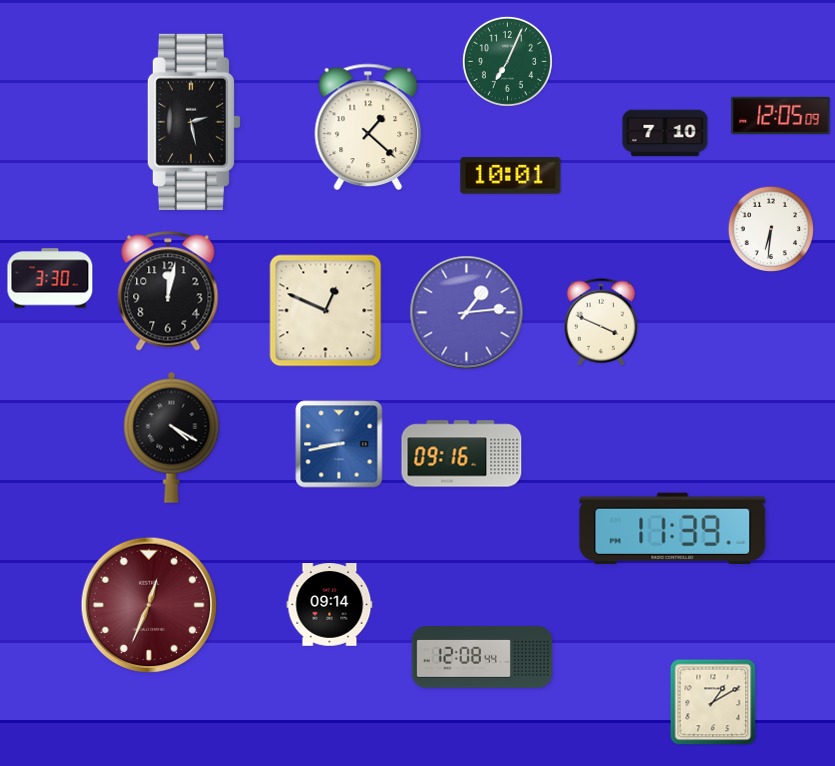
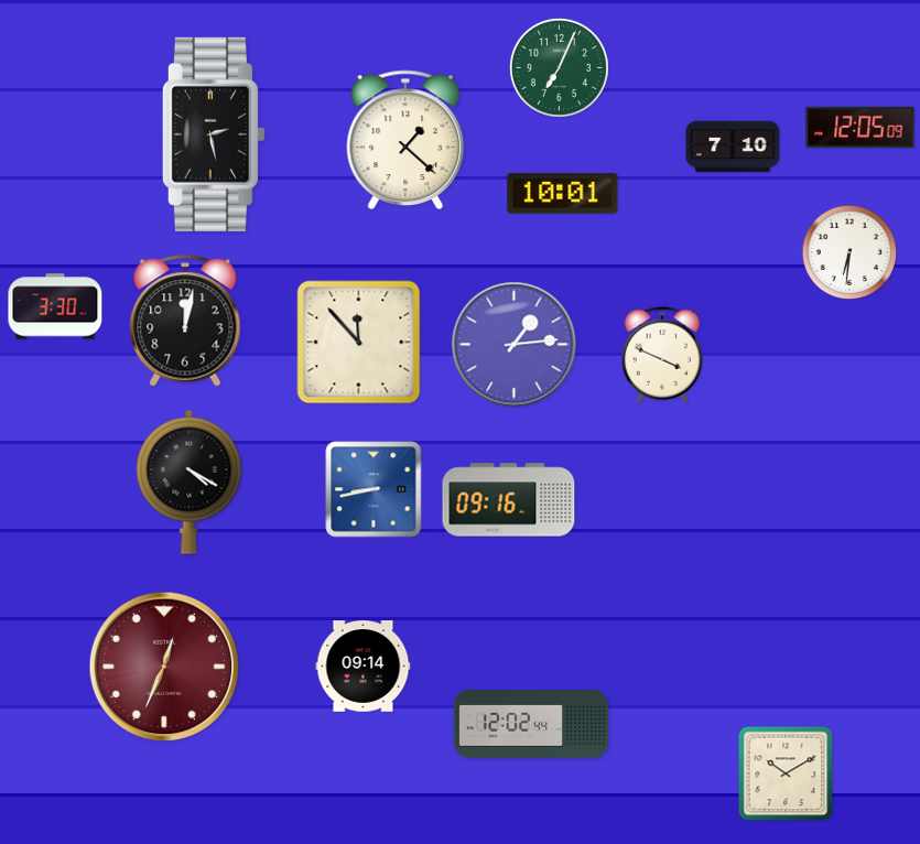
clock at (326, 311): 12:49 -> 11:53
clock at (673, 528): 11:39 -> none
clock at (482, 657): 12:08 -> 12:02
clock at (713, 702): 1:10 -> 10:10
